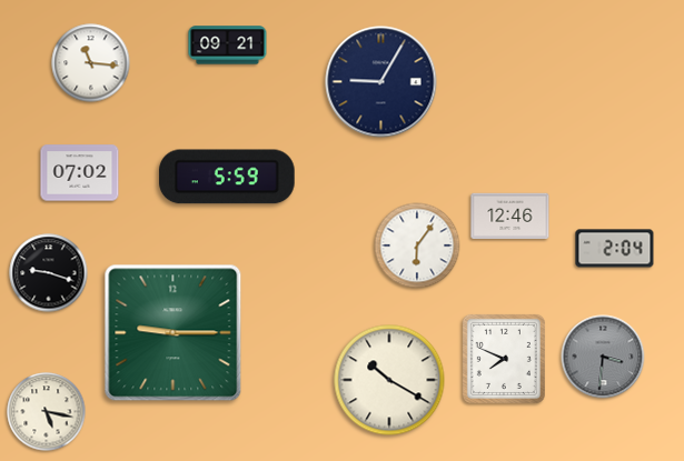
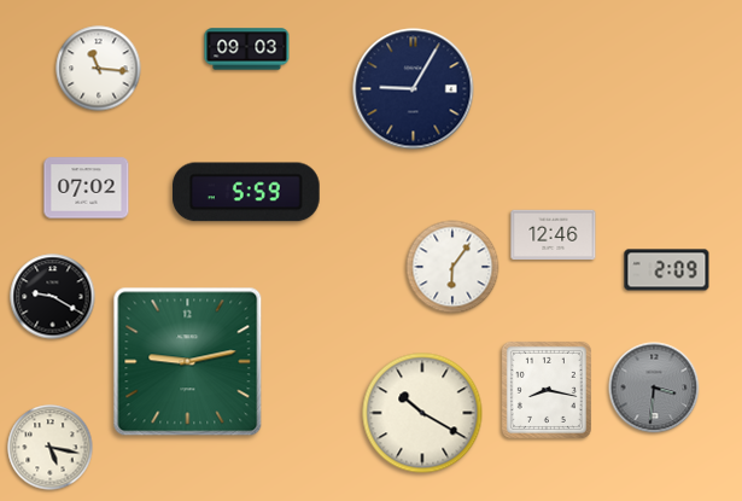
clock at (228, 46): 09:21 -> 09:03
clock at (615, 249): 2:04 -> 2:09
clock at (49, 273): 9:18 -> 9:20
clock at (174, 333): 9:15 -> 9:13
clock at (504, 359): 7:49 -> 8:17
